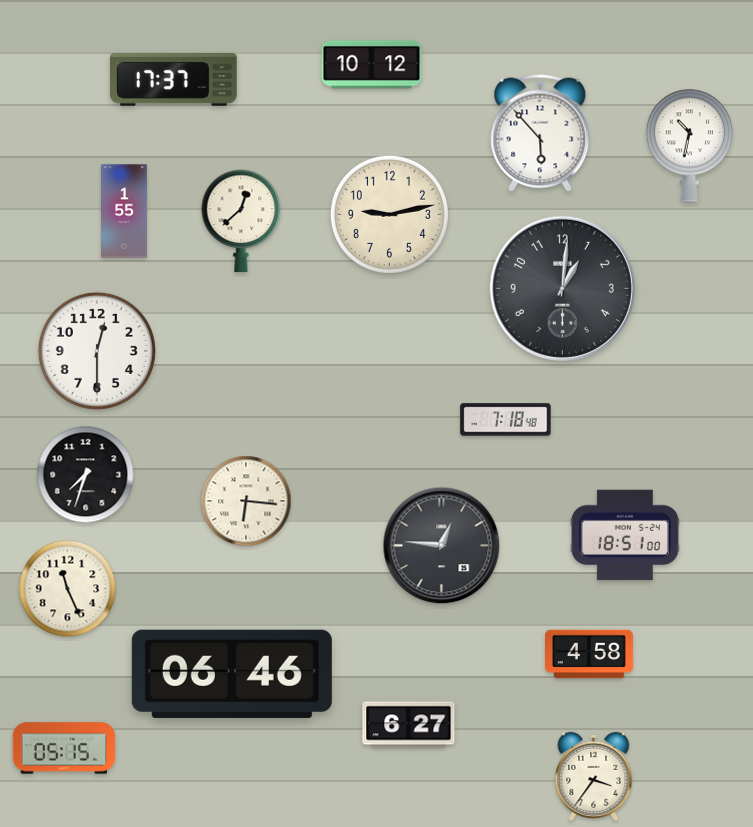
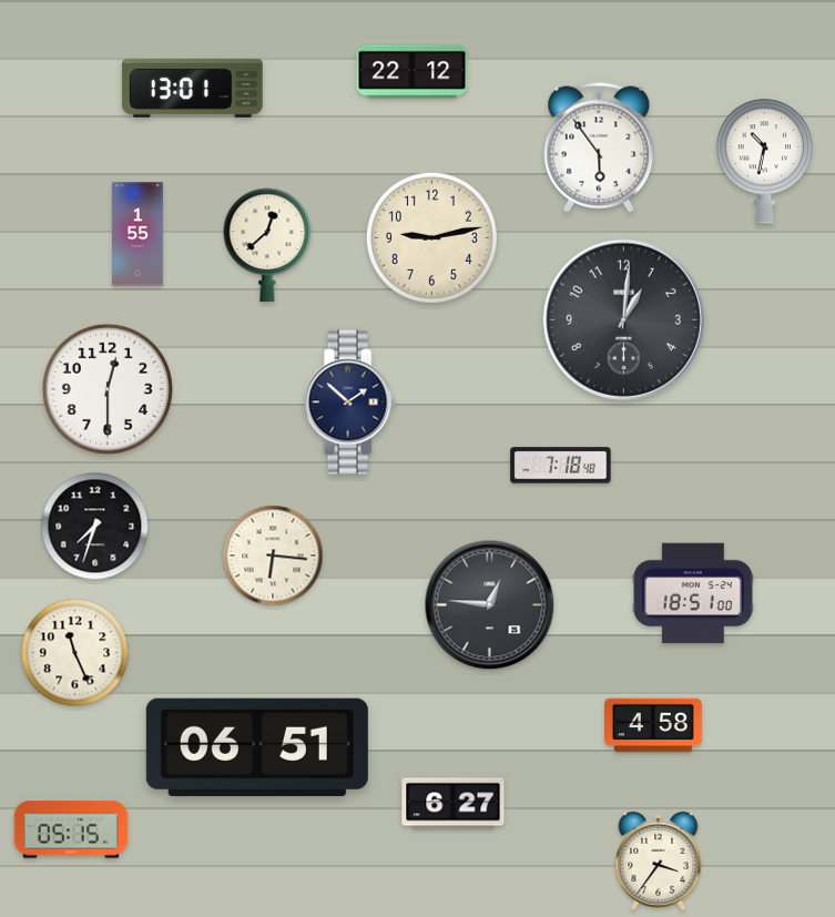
clock at (372, 65): 10:12 -> 22:12
clock at (174, 80): 17:37 -> 13:01
clock at (540, 133): 5:53 -> 5:54
clock at (349, 403): none -> 1:52
clock at (232, 674): 06:46 -> 06:51
